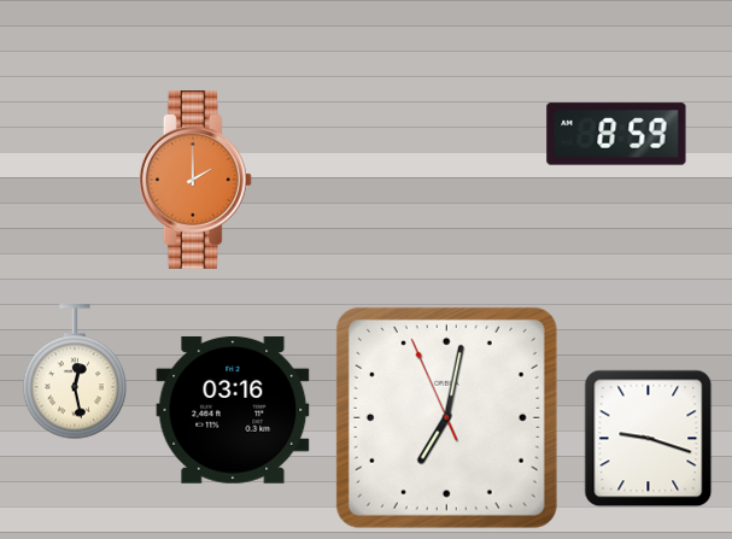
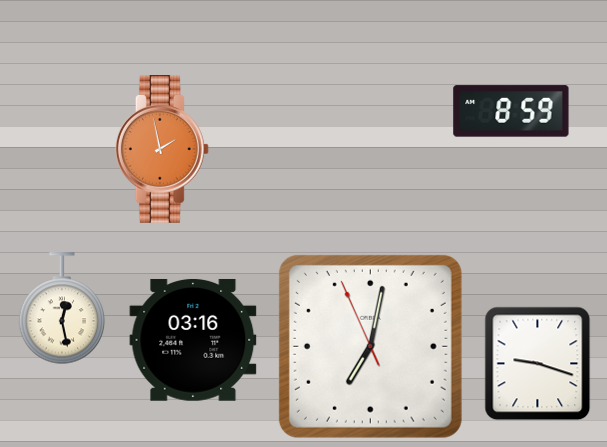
clock at (195, 181): 2:00 -> 1:58
